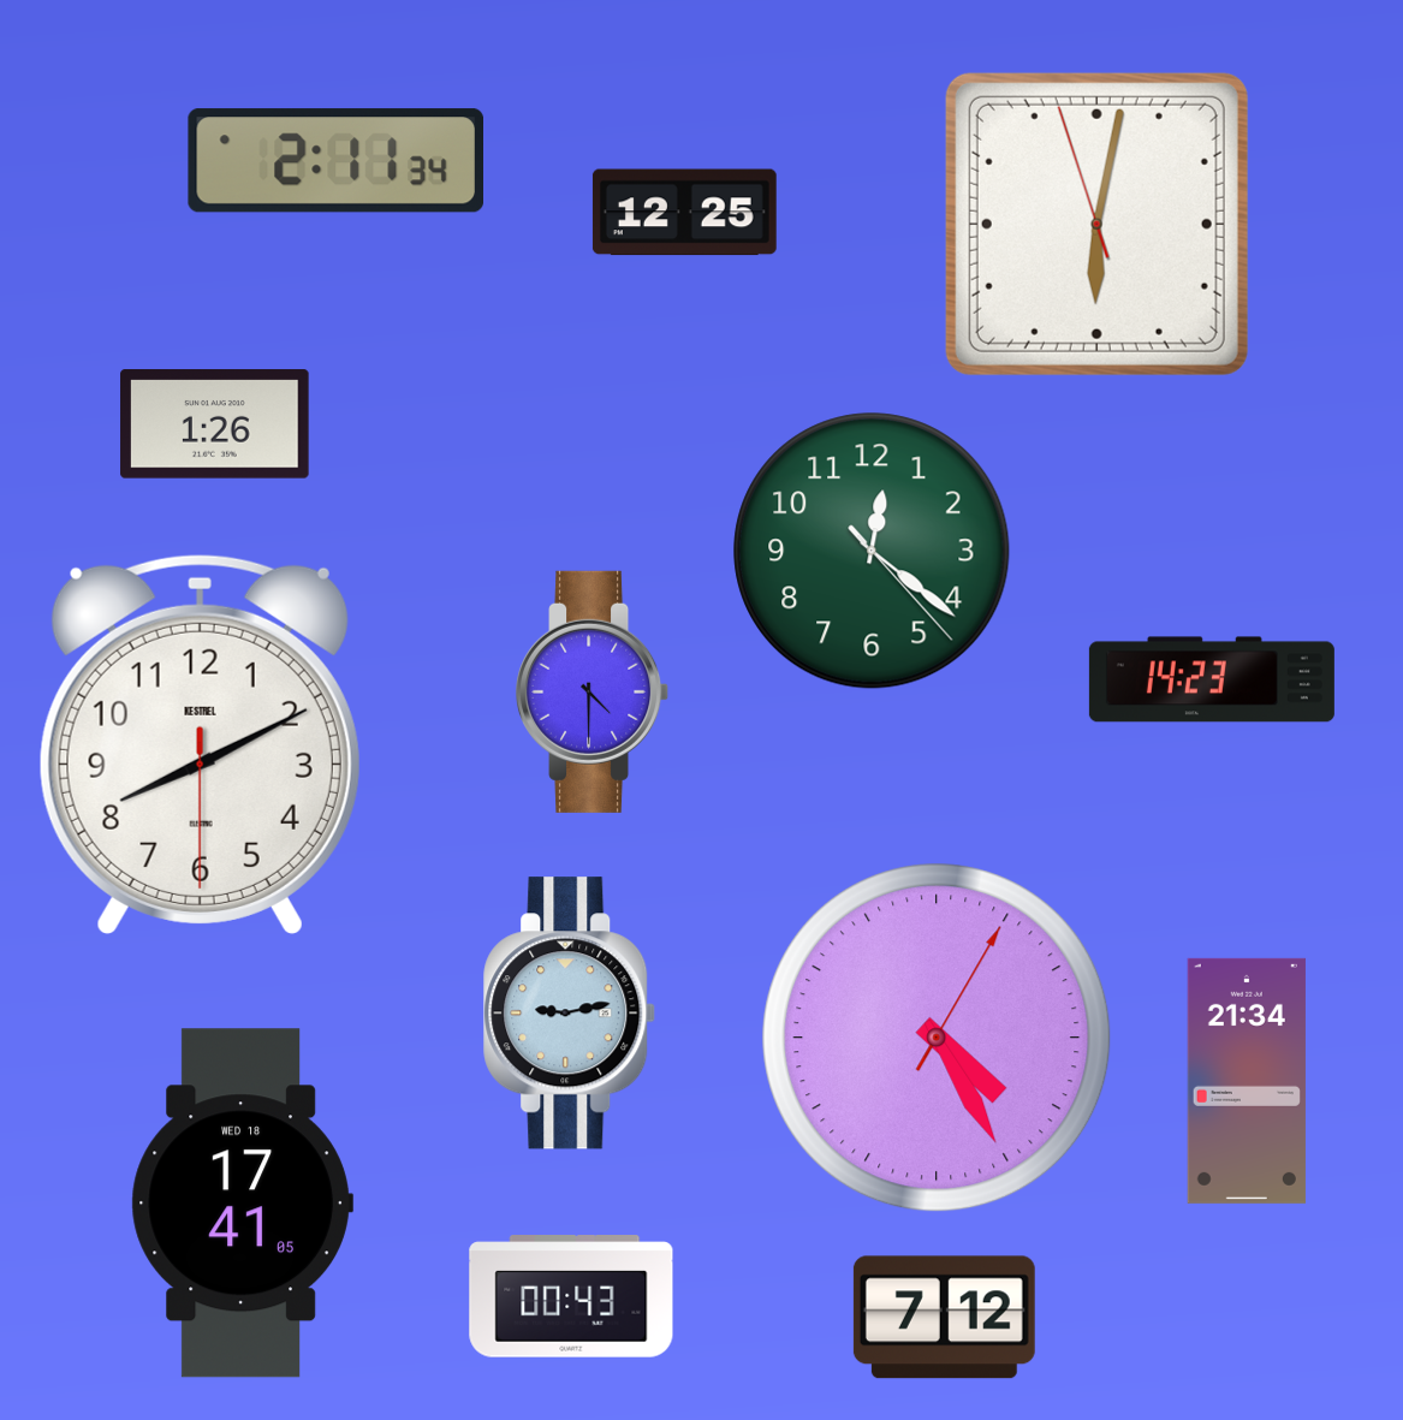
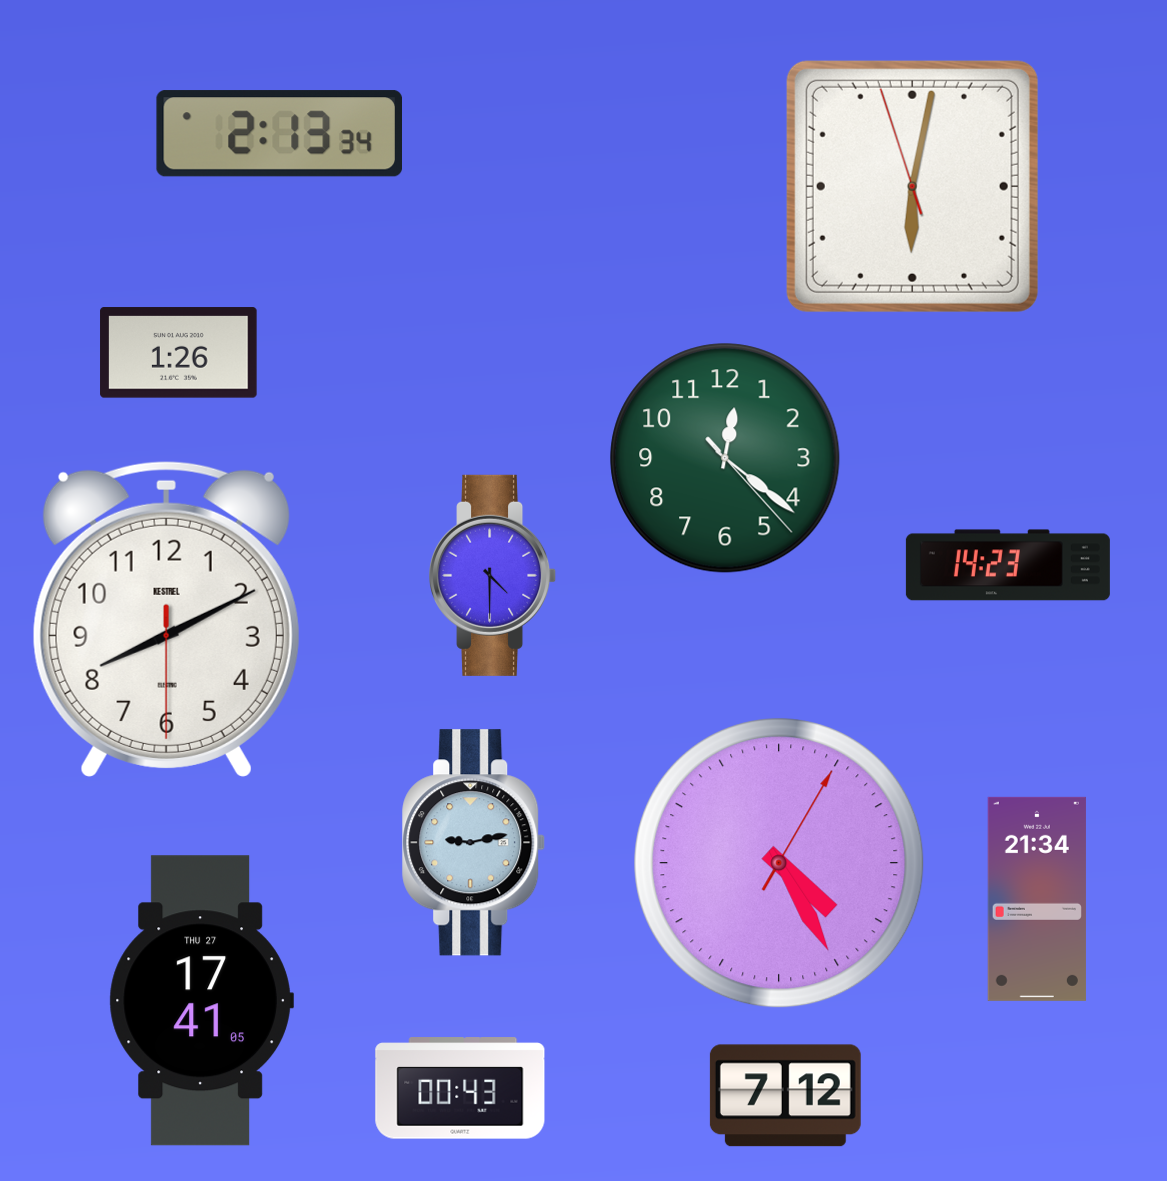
clock at (335, 161): 2:11 -> 2:13
clock at (684, 213): 12:25 -> none
clock at (242, 1204) date: WED 18 -> THU 27
clock at (571, 1296) position: (571, 1296) -> (460, 1088)
